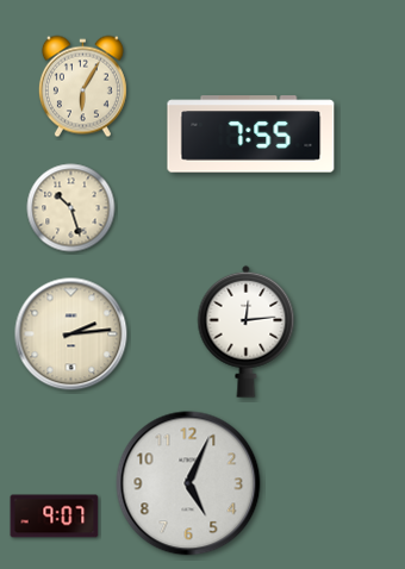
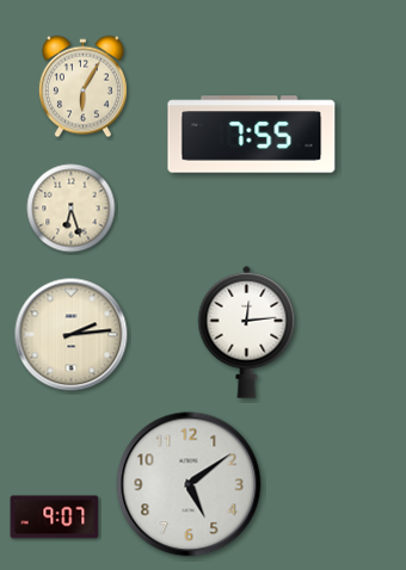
clock at (71, 208): 10:27 -> 6:27
clock at (188, 483): 5:04 -> 5:09
